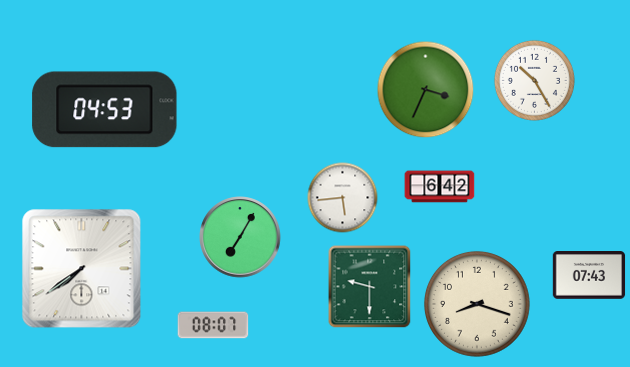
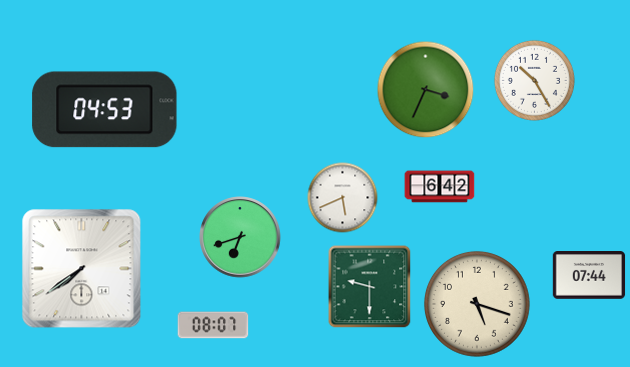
clock at (343, 198): 5:44 -> 5:41
clock at (240, 237): 7:05 -> 6:42
clock at (589, 275): 07:43 -> 07:44
clock at (477, 304): 8:18 -> 5:18
